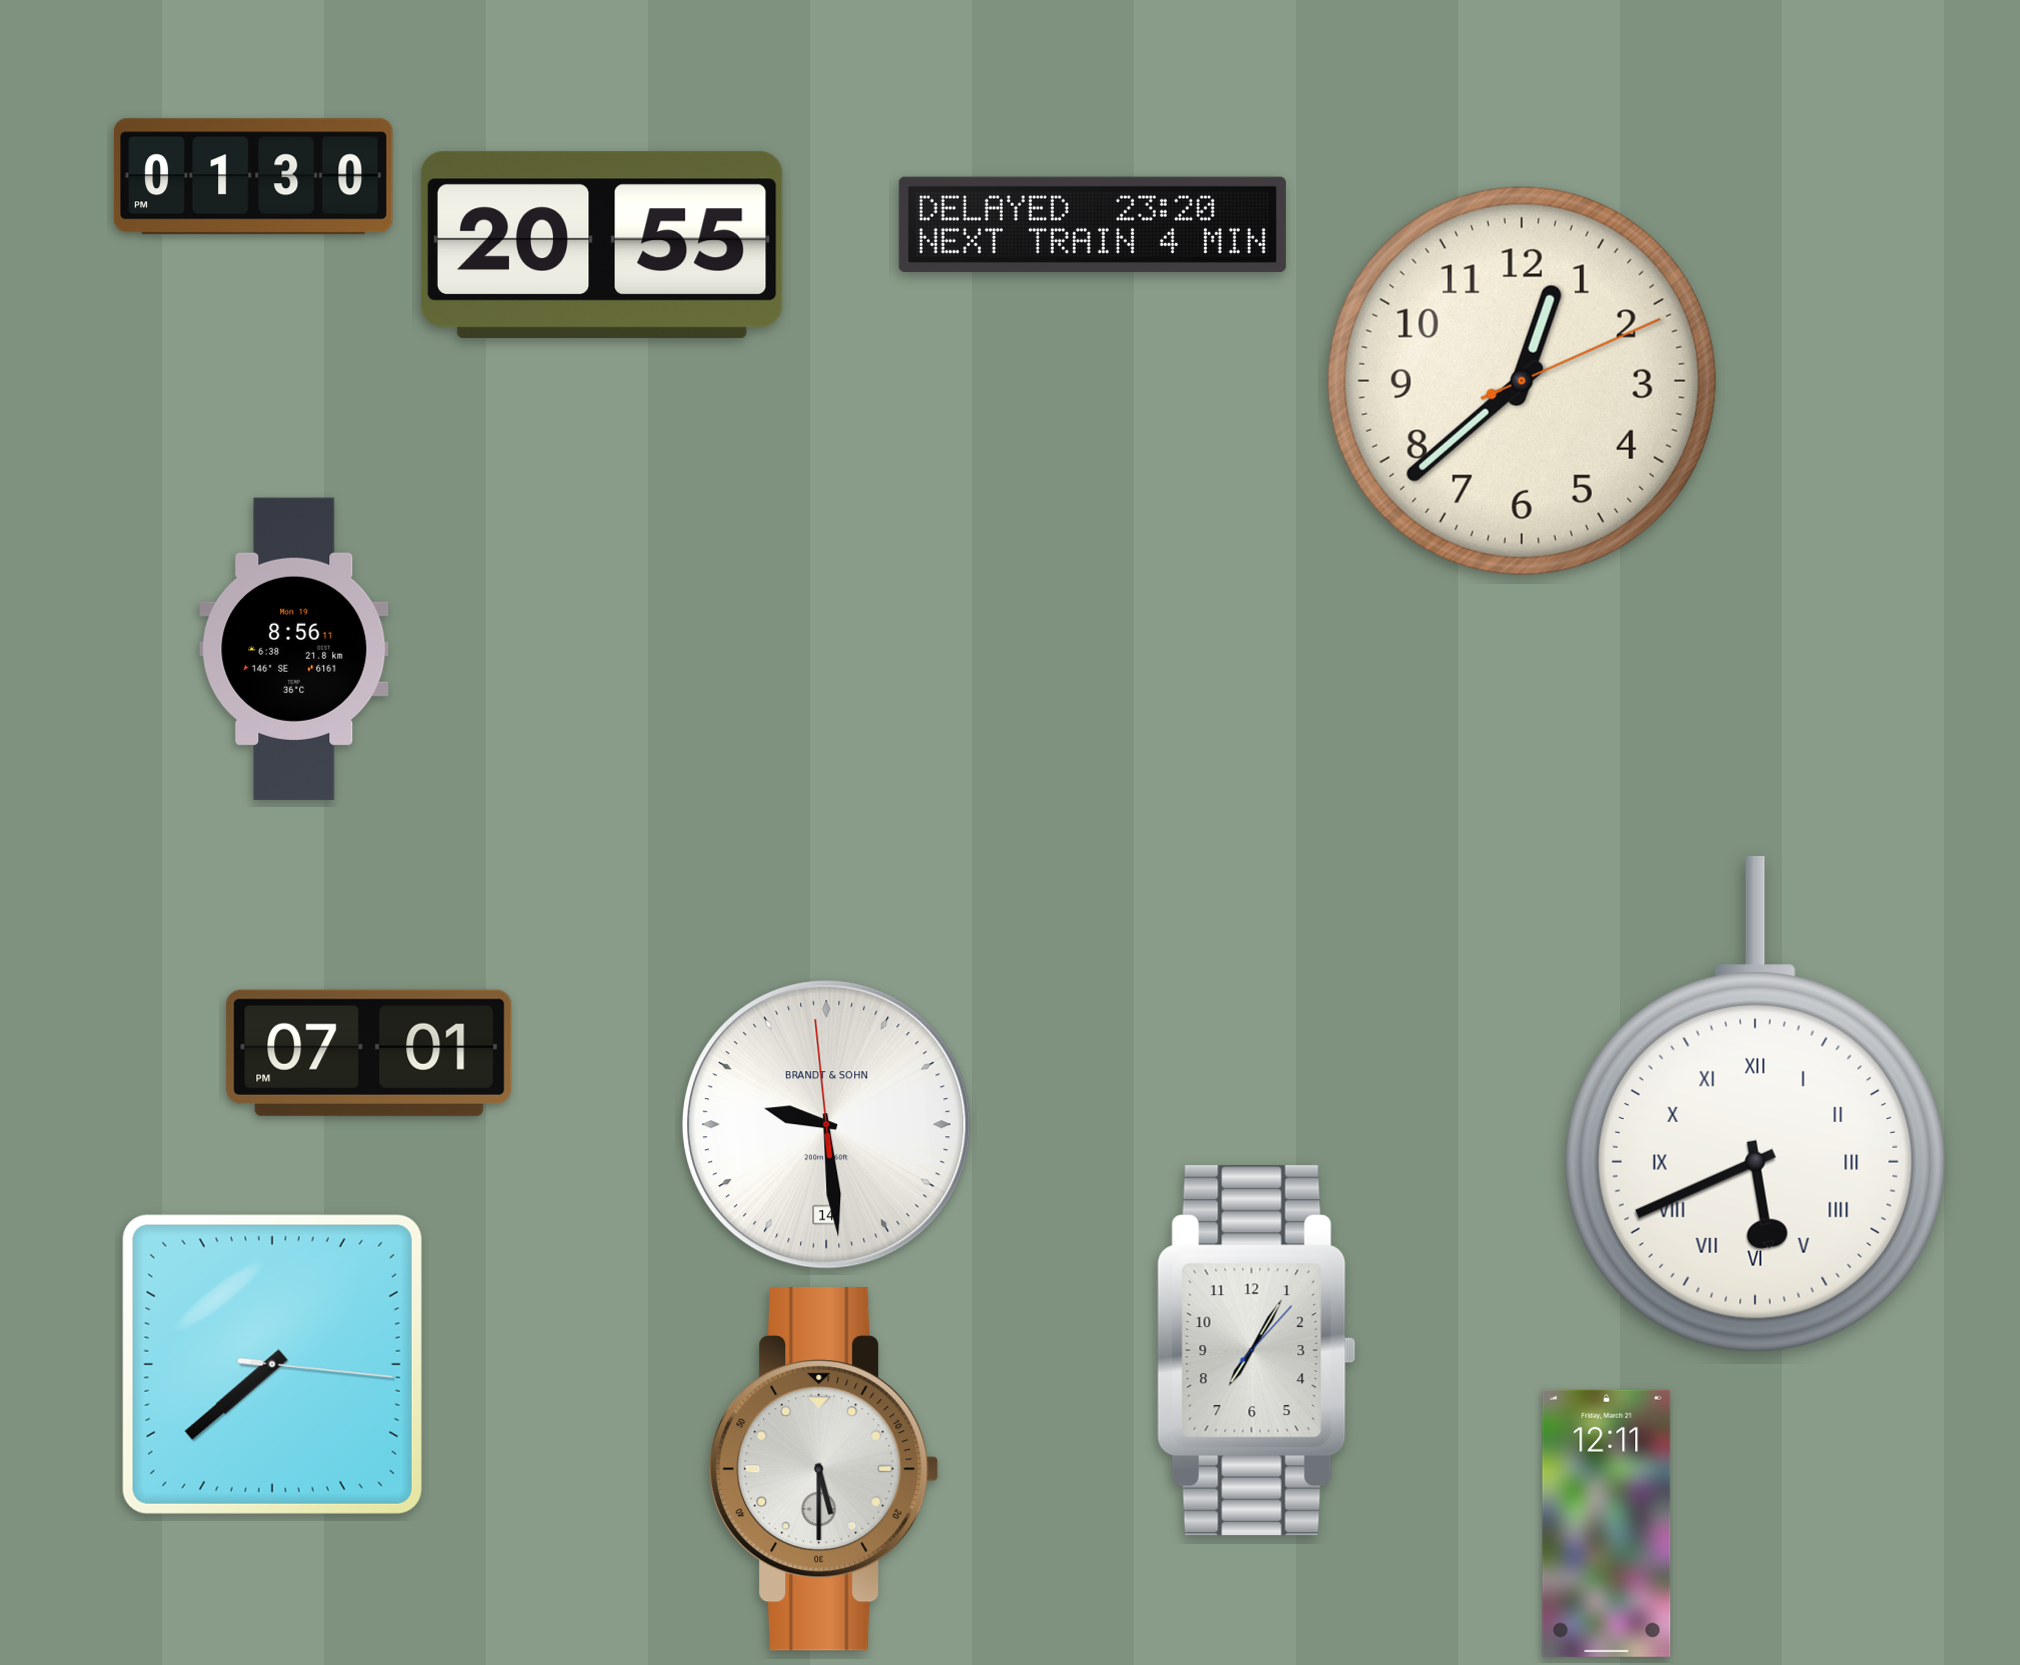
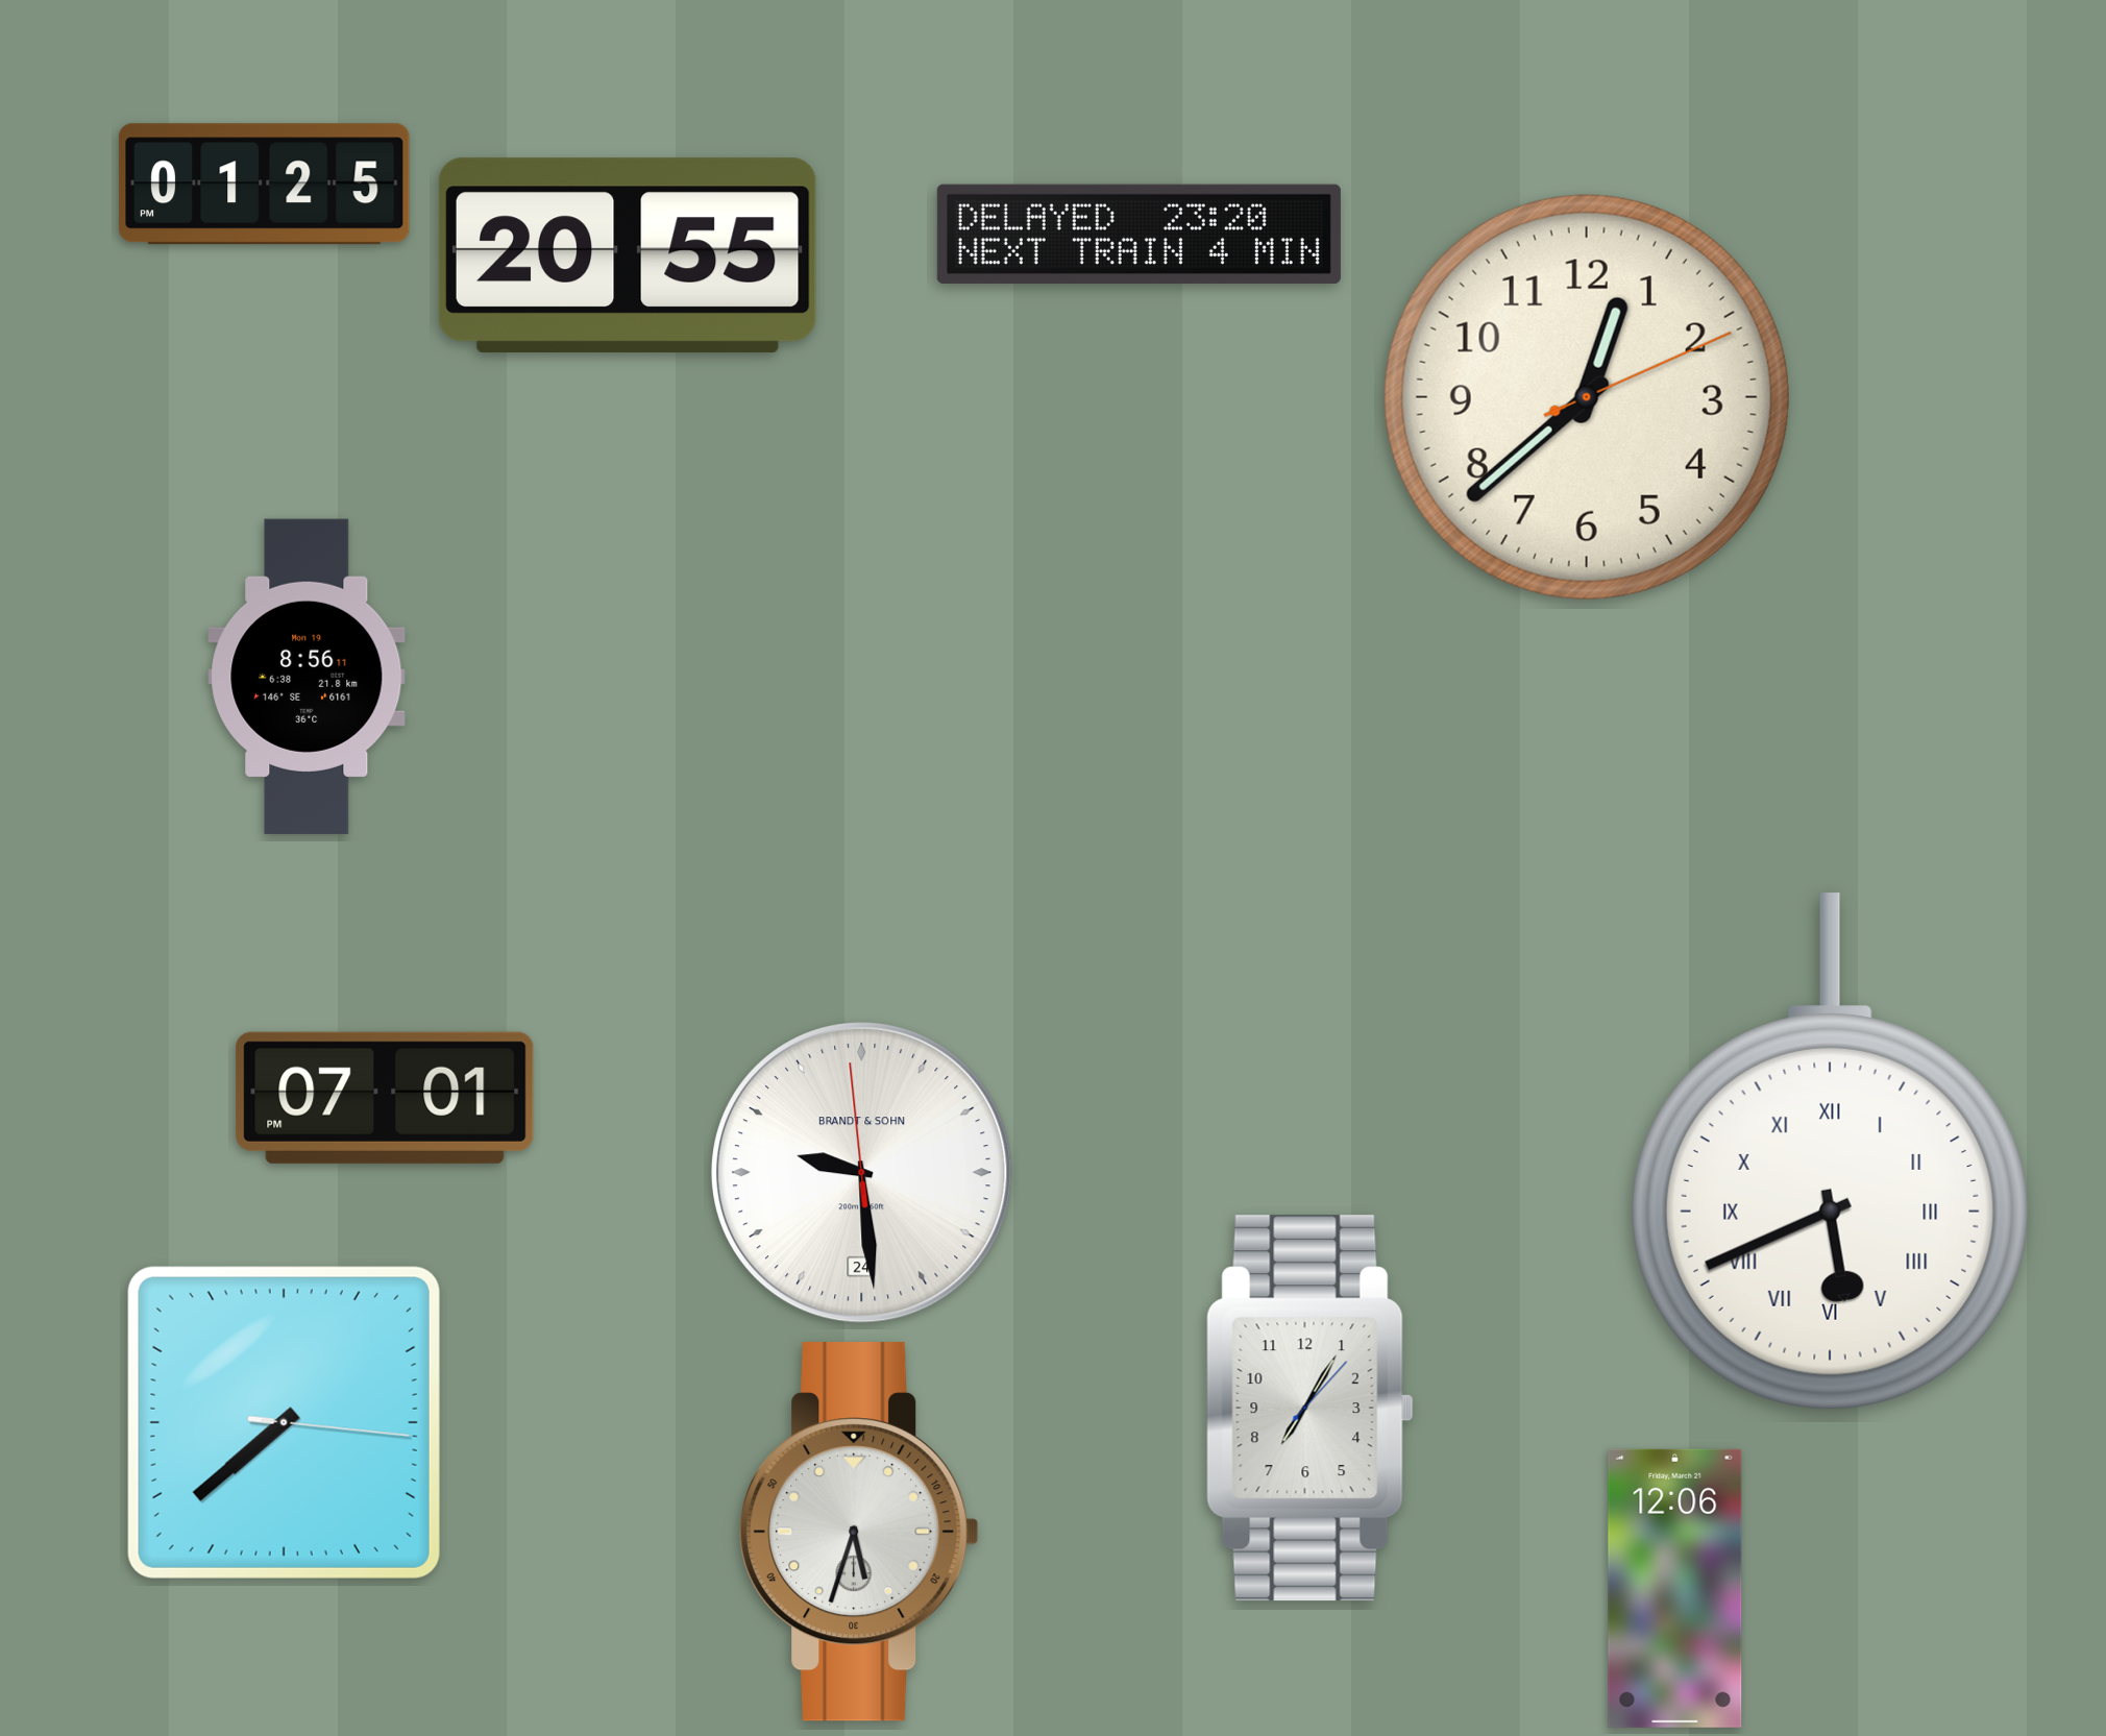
clock at (253, 177): 01:30 -> 01:25
clock at (827, 1125) date: 14 -> 24
clock at (824, 1470): 5:30 -> 5:33
clock at (1607, 1523): 12:11 -> 12:06
